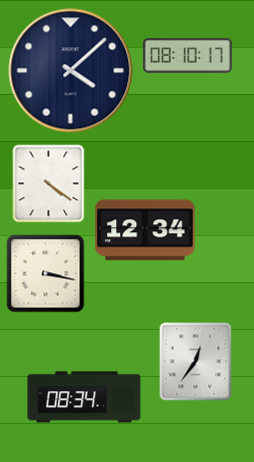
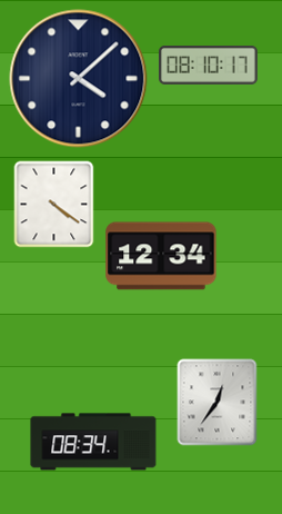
clock at (188, 56) position: (188, 56) -> (209, 66)
clock at (45, 273): 3:17 -> none
